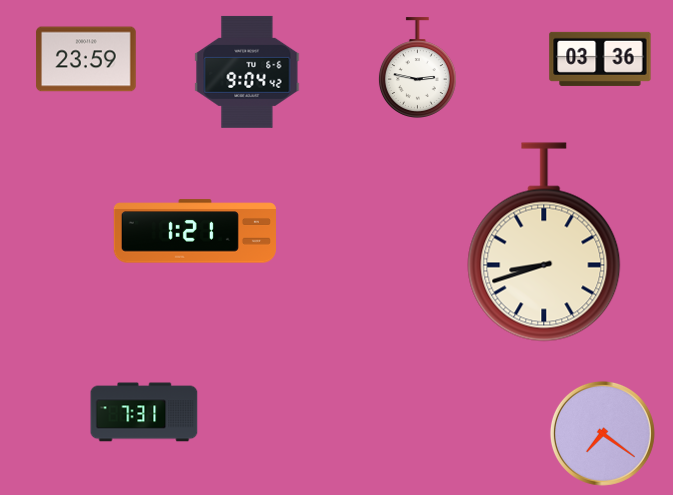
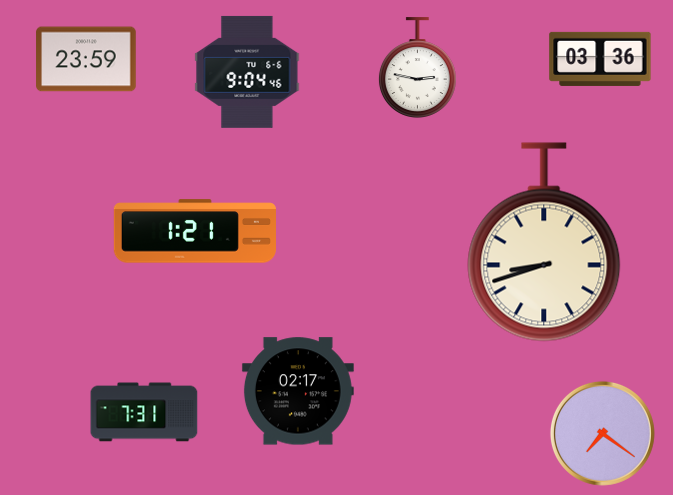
clock at (247, 72): 9:04:42 -> 9:04:46
clock at (298, 391): none -> 02:17
